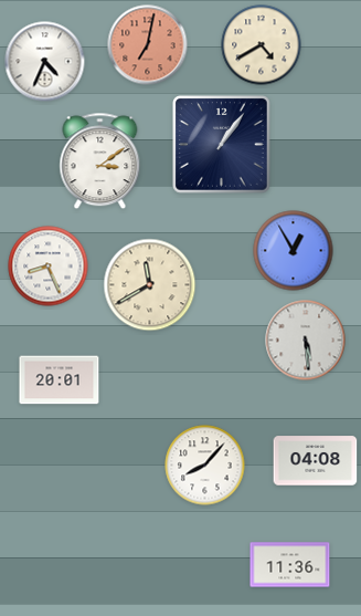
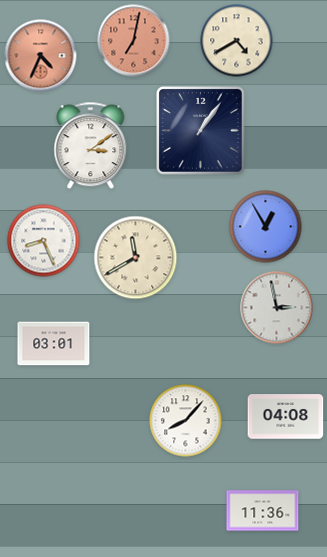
clock at (45, 62) dial: white -> salmon
clock at (306, 341): 5:29 -> 2:58
clock at (60, 380): 20:01 -> 03:01
